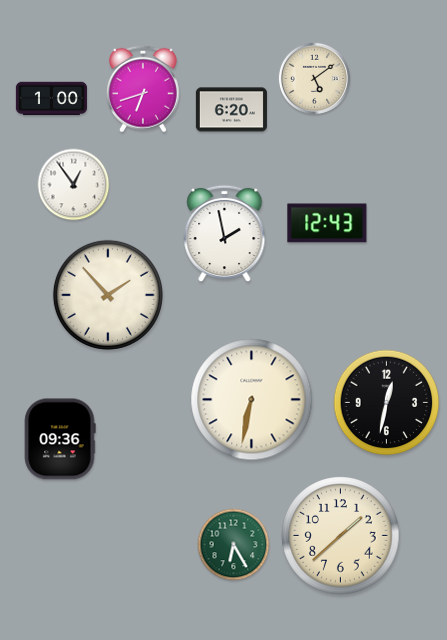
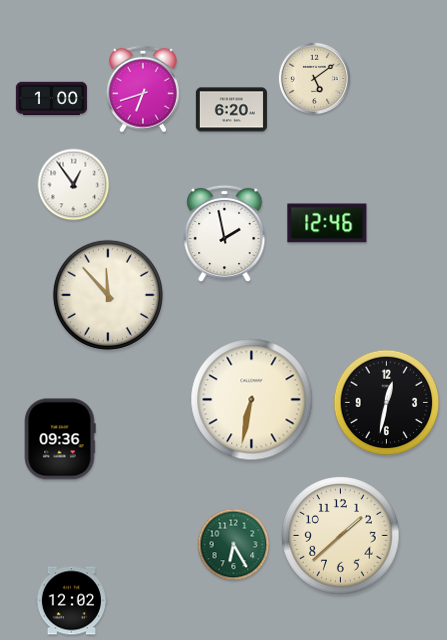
clock at (327, 223): 12:43 -> 12:46
clock at (108, 295): 1:53 -> 11:53
clock at (71, 601): none -> 12:02
